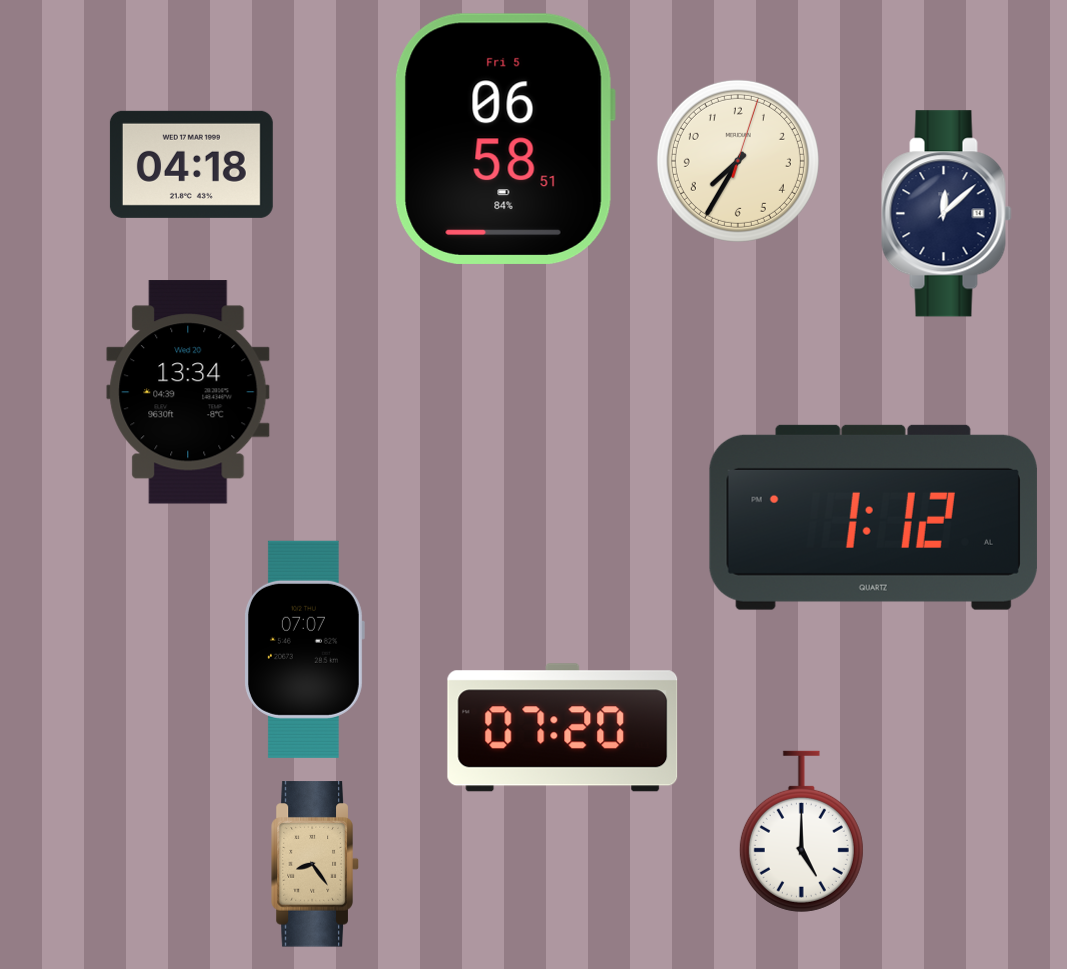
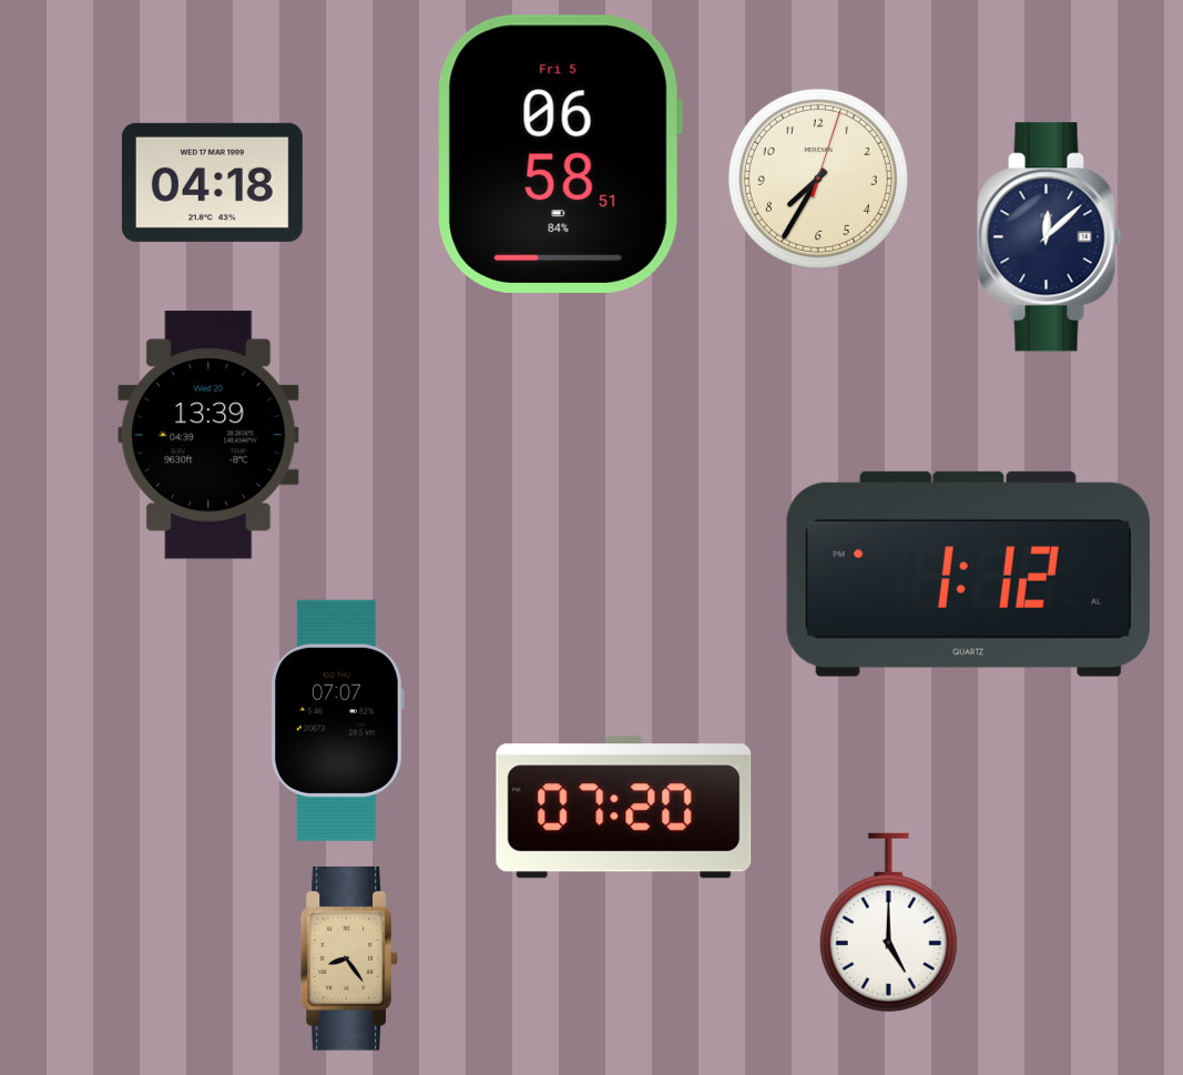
clock at (188, 392): 13:34 -> 13:39
